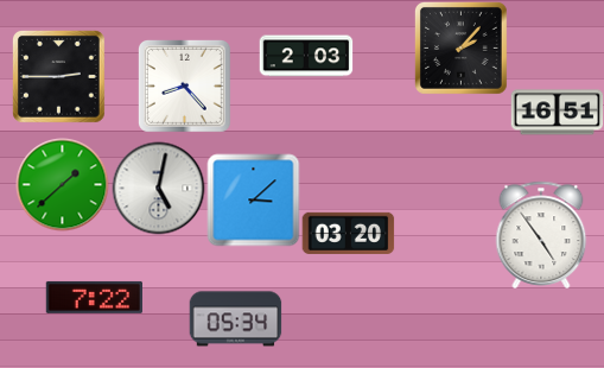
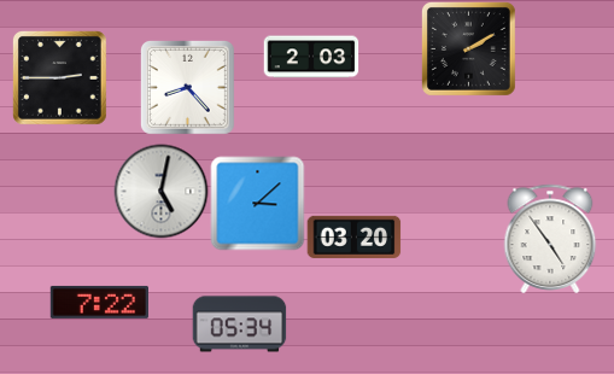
clock at (460, 47): 2:07 -> 2:10
clock at (557, 113): 16:51 -> none
clock at (62, 184): 1:38 -> none
clock at (94, 297) position: (94, 297) -> (99, 302)
